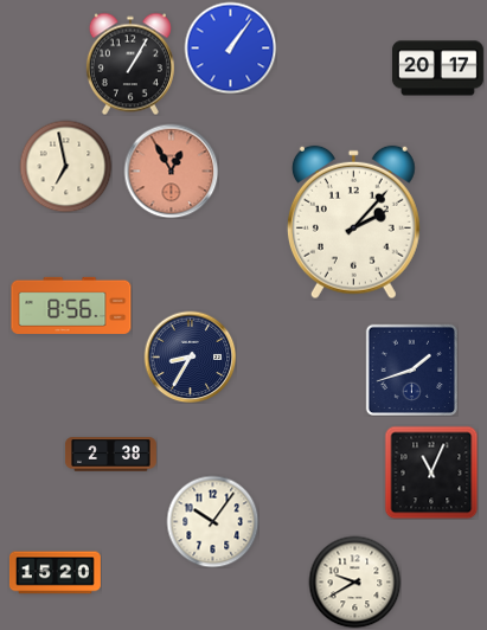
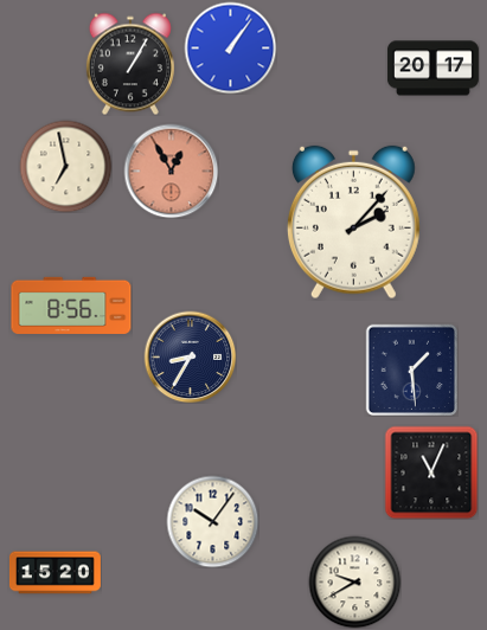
clock at (437, 69) position: (437, 69) -> (432, 69)
clock at (411, 369): 1:42 -> 1:29
clock at (110, 455): 2:38 -> none
